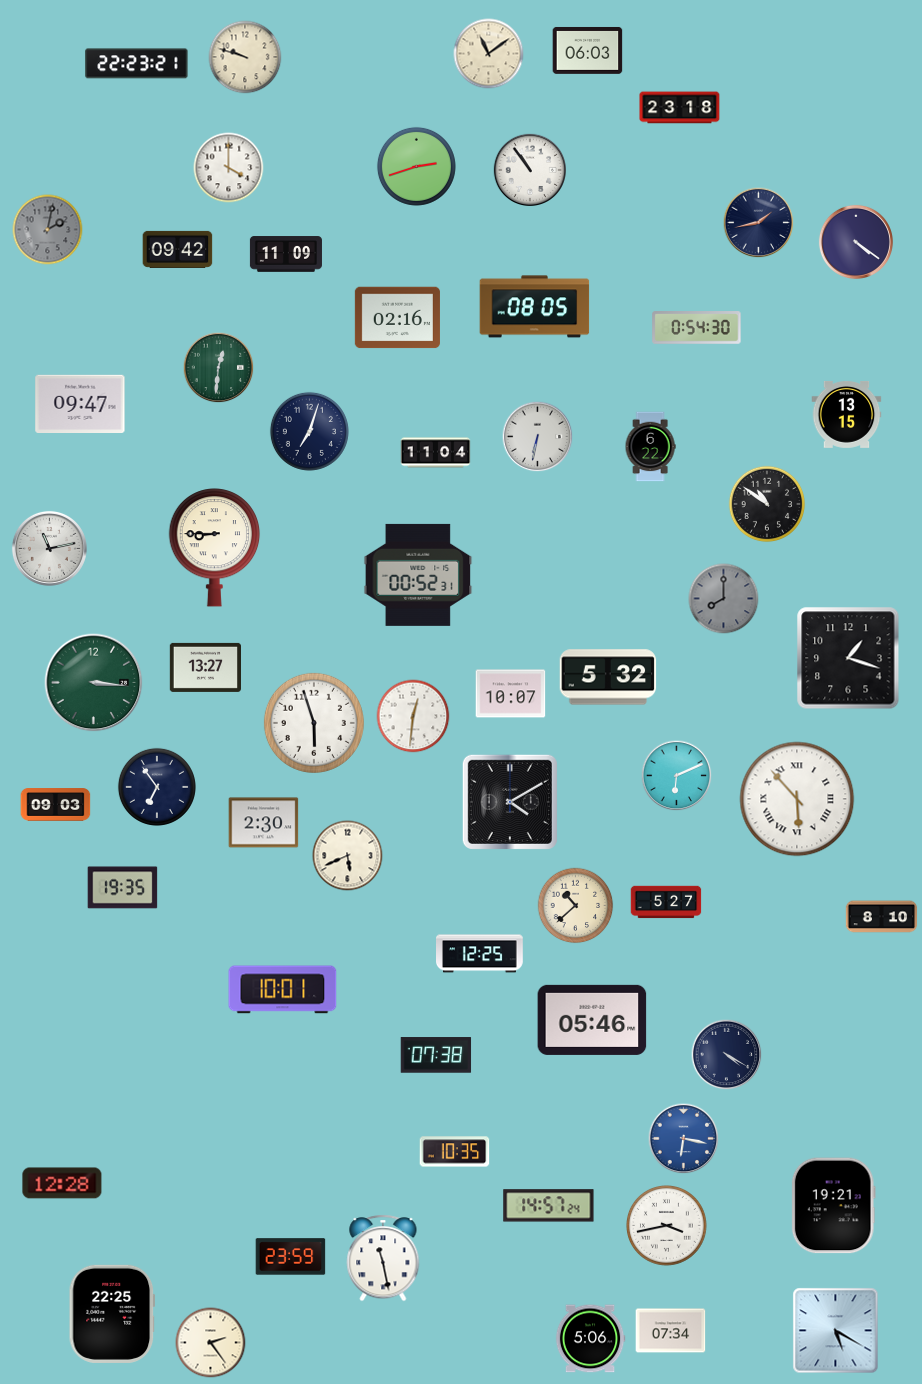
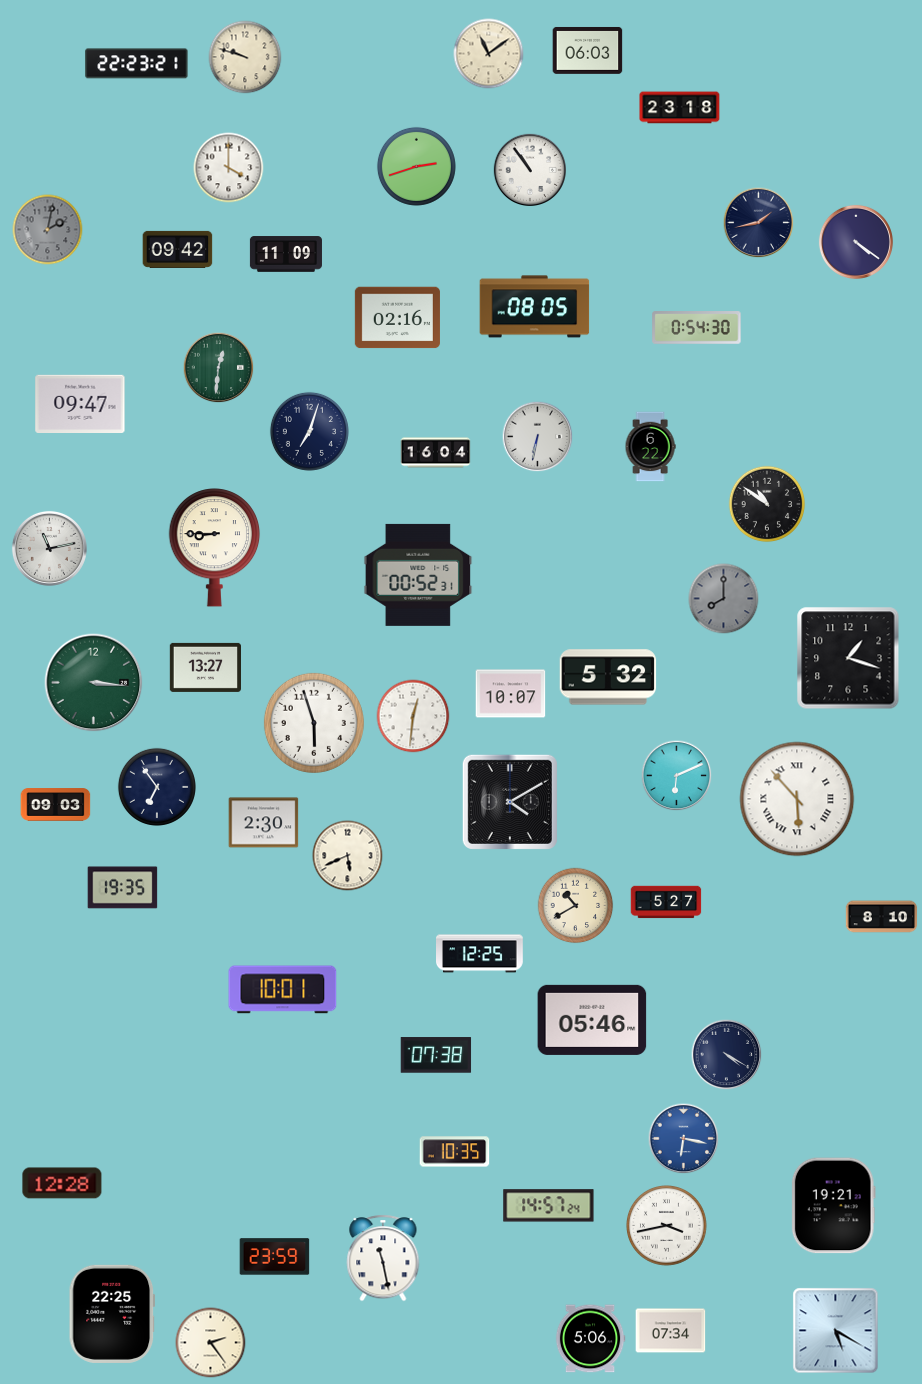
clock at (847, 414): 13:15 -> none
clock at (436, 453): 11:04 -> 16:04
clock at (576, 906): 10:38 -> 10:40
clock at (291, 1257) position: (291, 1257) -> (275, 1257)
